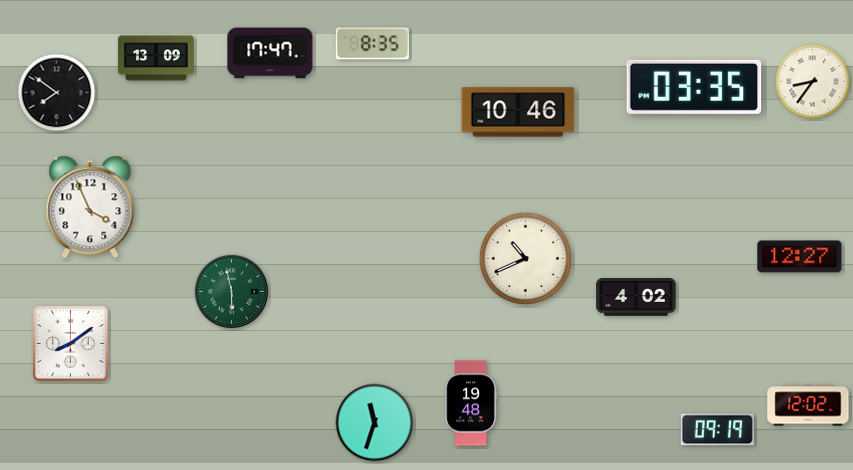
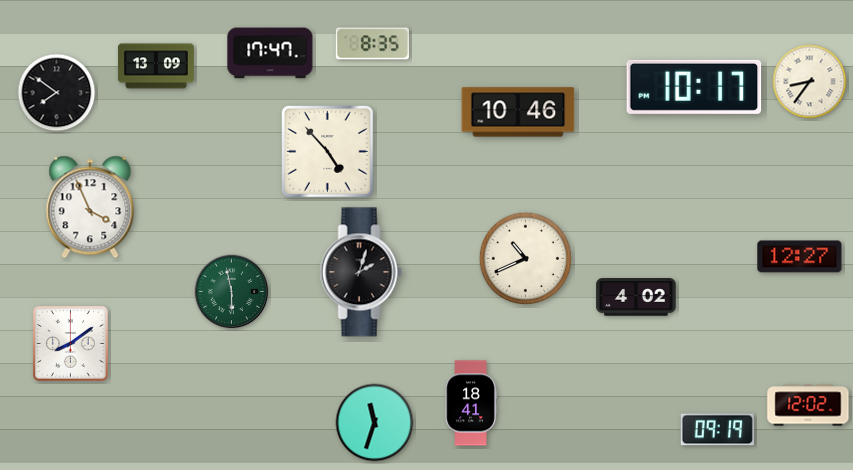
clock at (156, 58) position: (156, 58) -> (156, 66)
clock at (813, 82) position: (813, 82) -> (810, 82)
clock at (694, 87): 03:35 -> 10:17
clock at (328, 152): none -> 4:53
clock at (361, 272): none -> 2:03
clock at (471, 403): 19:48 -> 18:41
